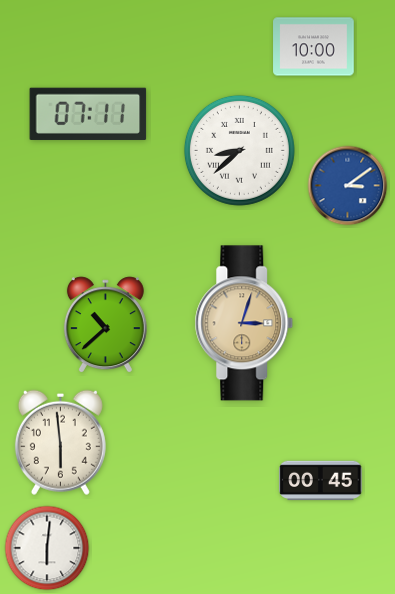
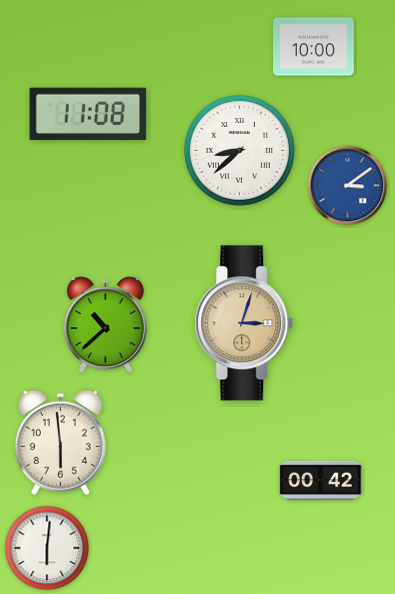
clock at (88, 114): 07:11 -> 11:08
clock at (321, 481): 00:45 -> 00:42
